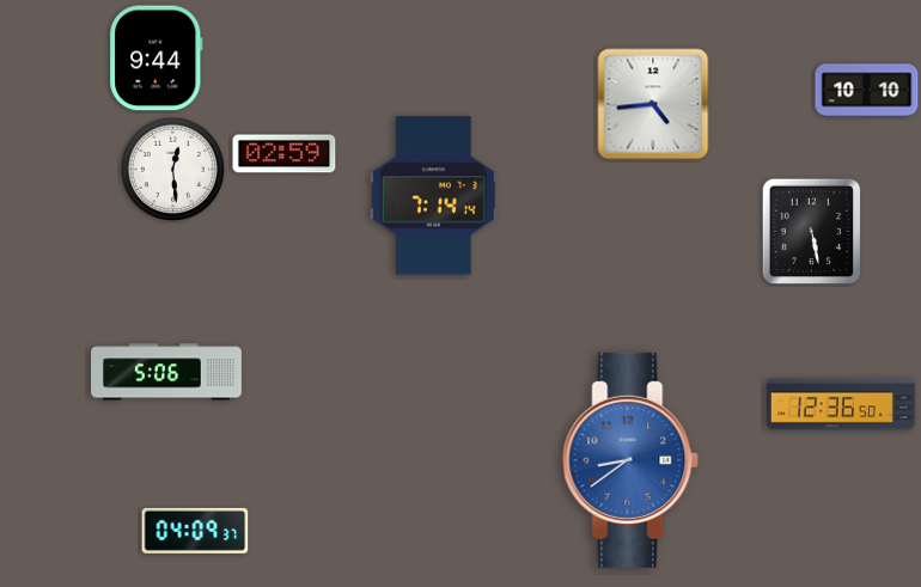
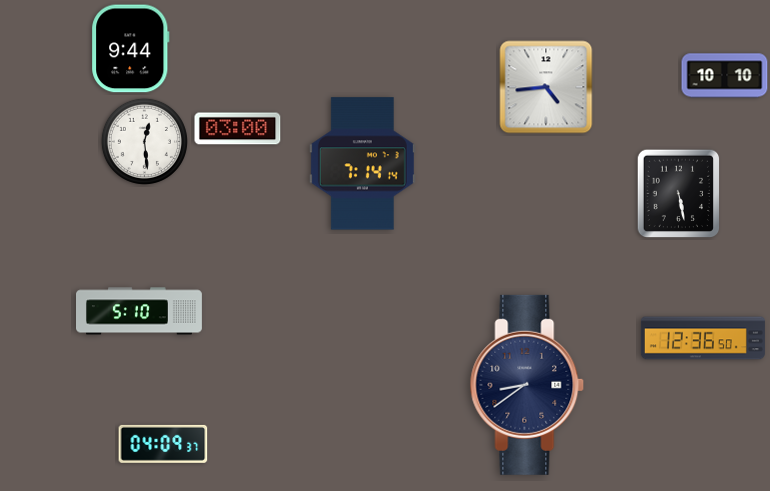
clock at (285, 154): 02:59 -> 03:00
clock at (167, 372): 5:06 -> 5:10
clock at (630, 460) dial: blue -> navy
